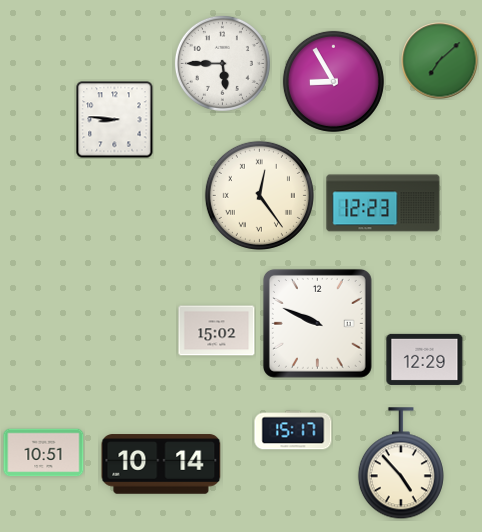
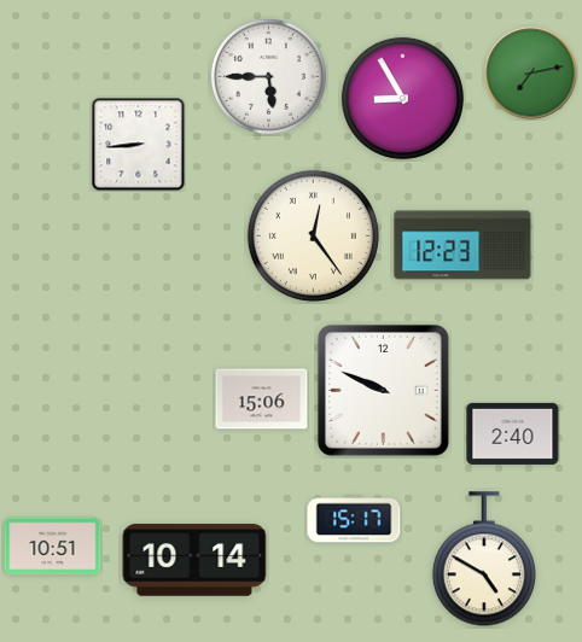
clock at (440, 61): 7:08 -> 7:13
clock at (115, 120): 8:46 -> 8:44
clock at (217, 331): 15:02 -> 15:06
clock at (425, 359): 12:29 -> 2:40
clock at (401, 464): 4:53 -> 4:50
